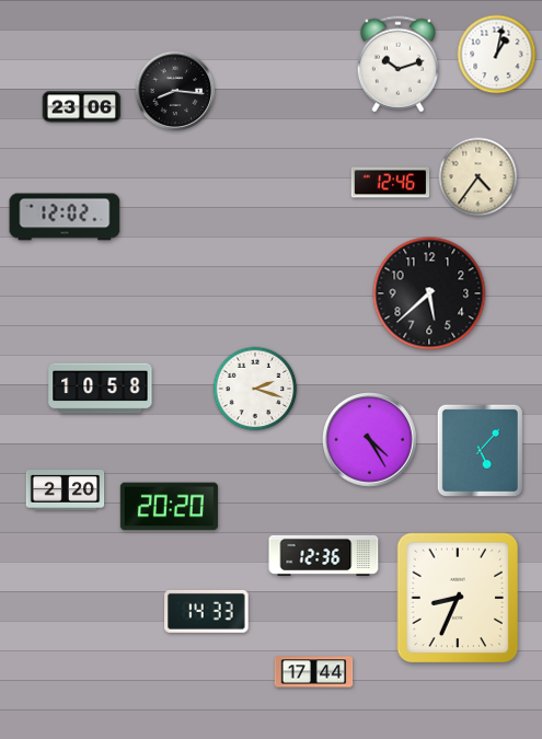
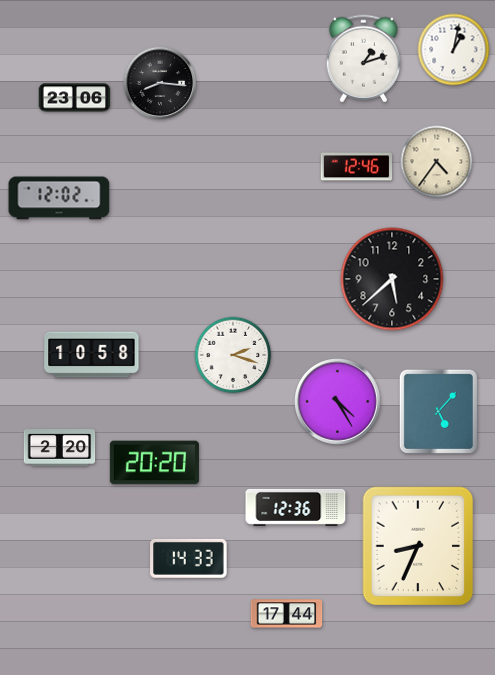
clock at (397, 65): 10:12 -> 1:12
clock at (429, 293) position: (429, 293) -> (392, 279)
